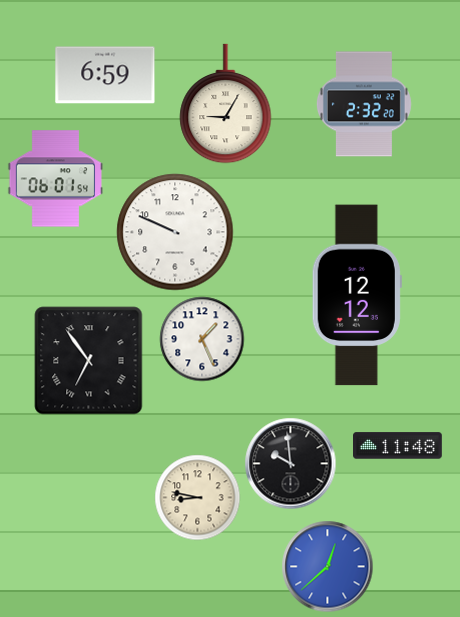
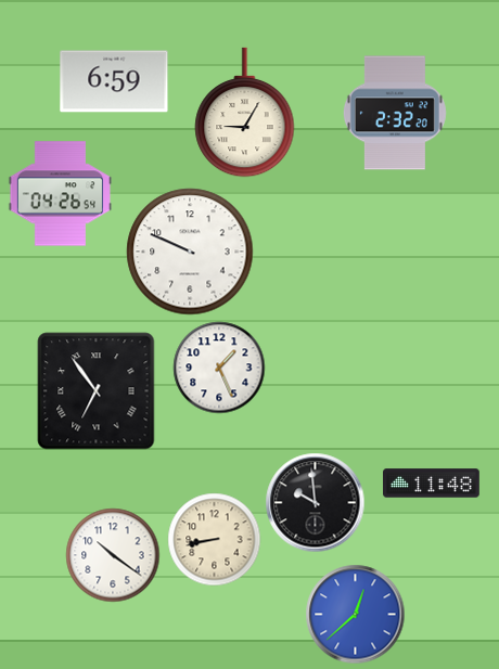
clock at (55, 179): 06:01 -> 04:26
clock at (357, 295): 12:12 -> none
clock at (198, 498): 8:47 -> 8:43
clock at (113, 555): none -> 10:21
